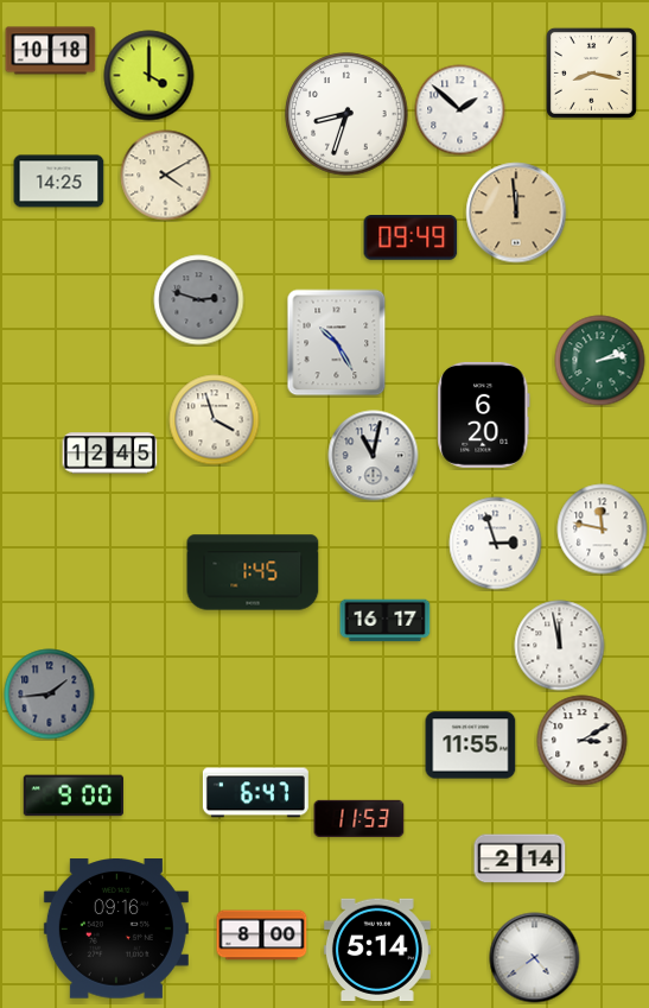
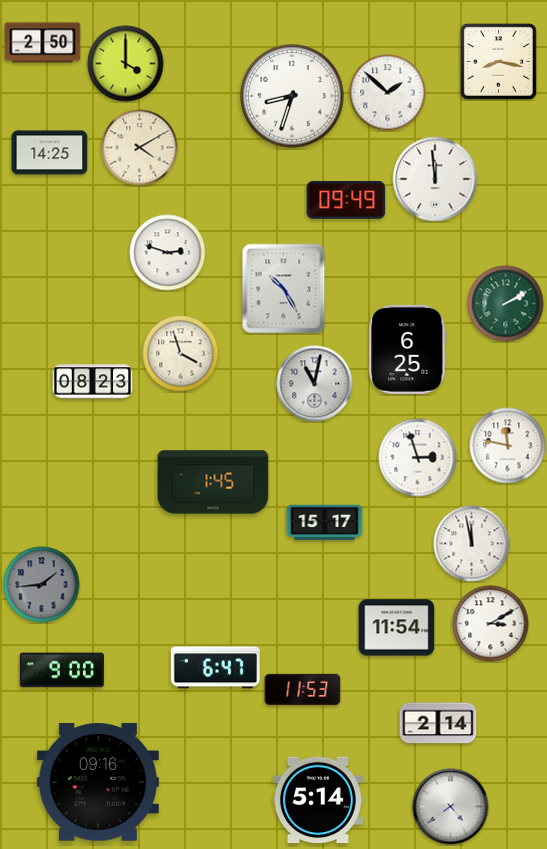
clock at (51, 51): 10:18 -> 2:50
clock at (516, 213) dial: champagne -> white
clock at (199, 300) dial: grey -> white
clock at (600, 361): 2:13 -> 2:10
clock at (484, 414): 6:20 -> 6:25
clock at (110, 454): 12:45 -> 08:23
clock at (386, 621): 16:17 -> 15:17
clock at (471, 746): 11:55 -> 11:54
clock at (262, 936): 8:00 -> none
